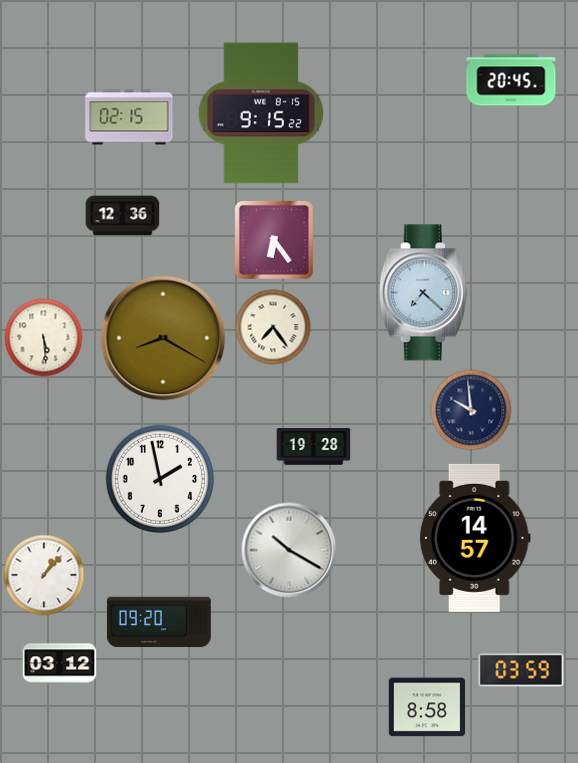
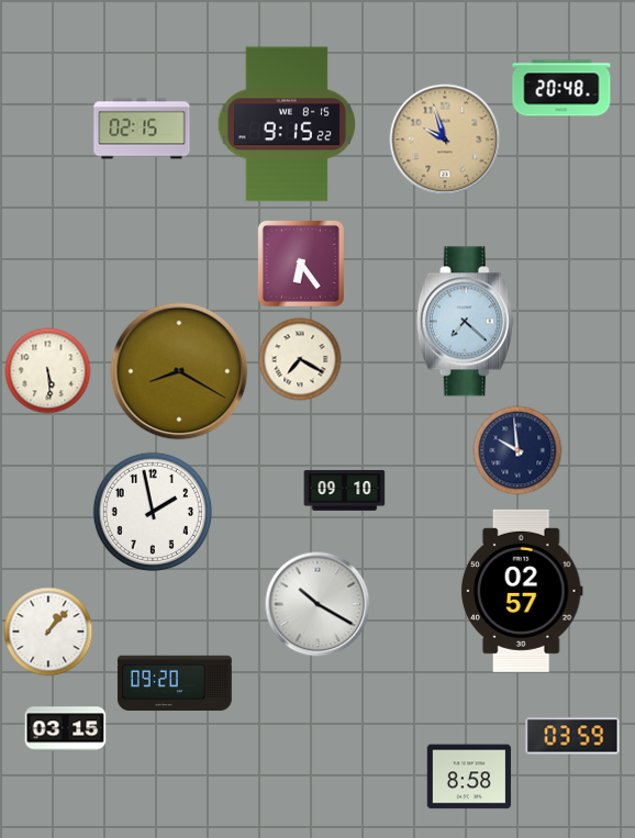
clock at (511, 80): 20:45 -> 20:48
clock at (445, 139): none -> 9:57
clock at (123, 216): 12:36 -> none
clock at (273, 327): 7:24 -> 7:20
clock at (314, 447): 19:28 -> 09:10
clock at (159, 478) position: (159, 478) -> (152, 511)
clock at (475, 538): 14:57 -> 02:57
clock at (60, 664): 03:12 -> 03:15
